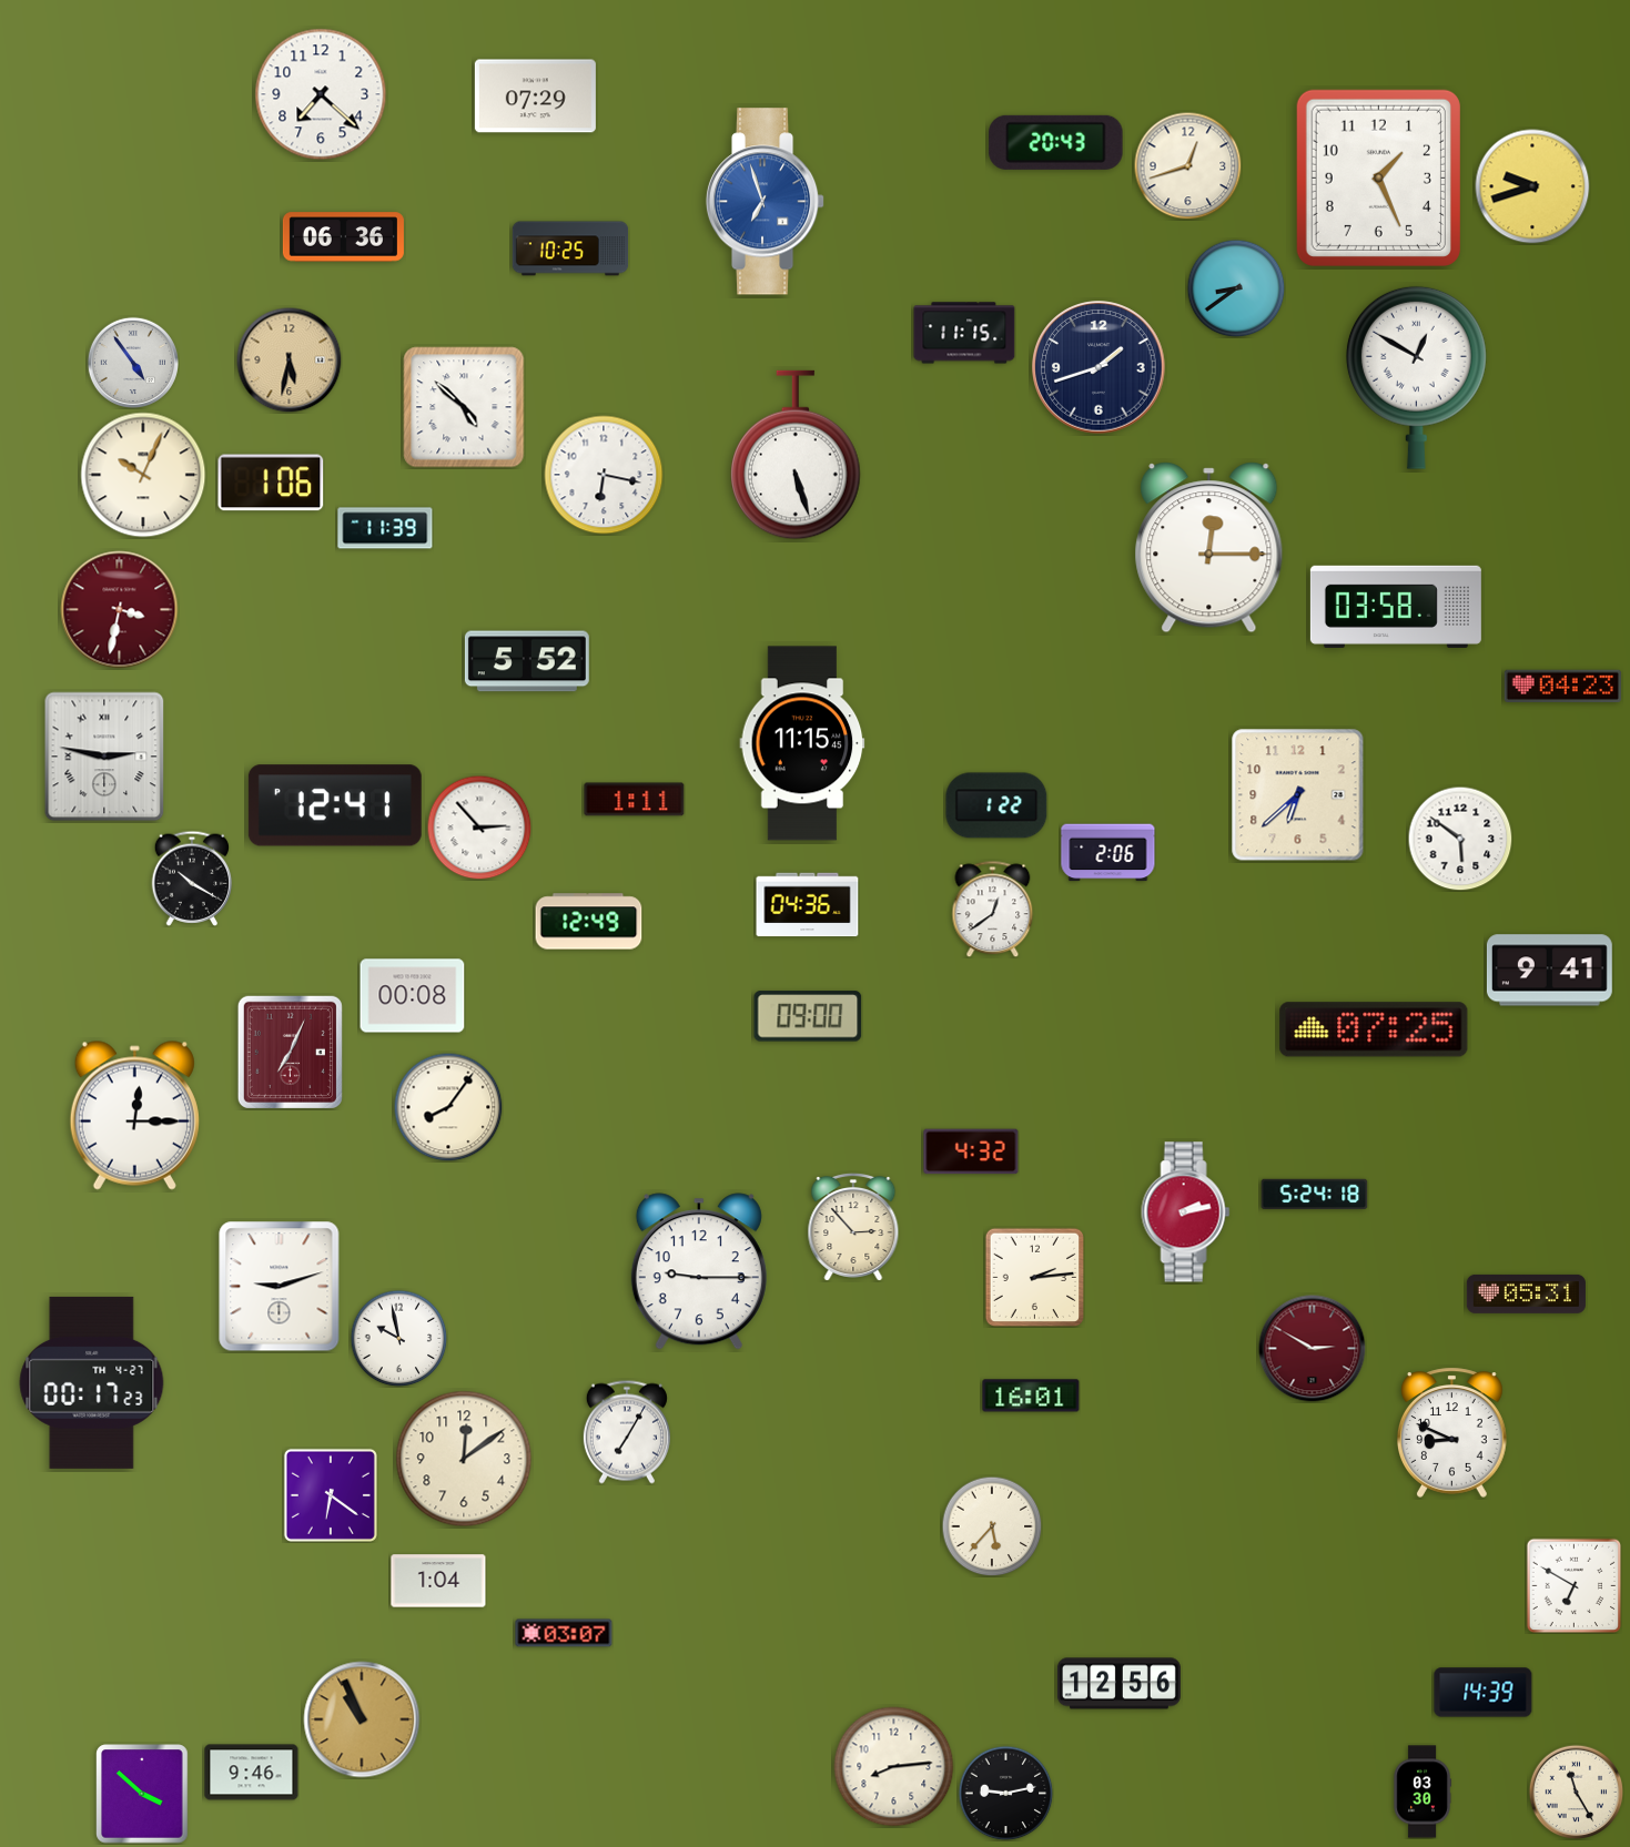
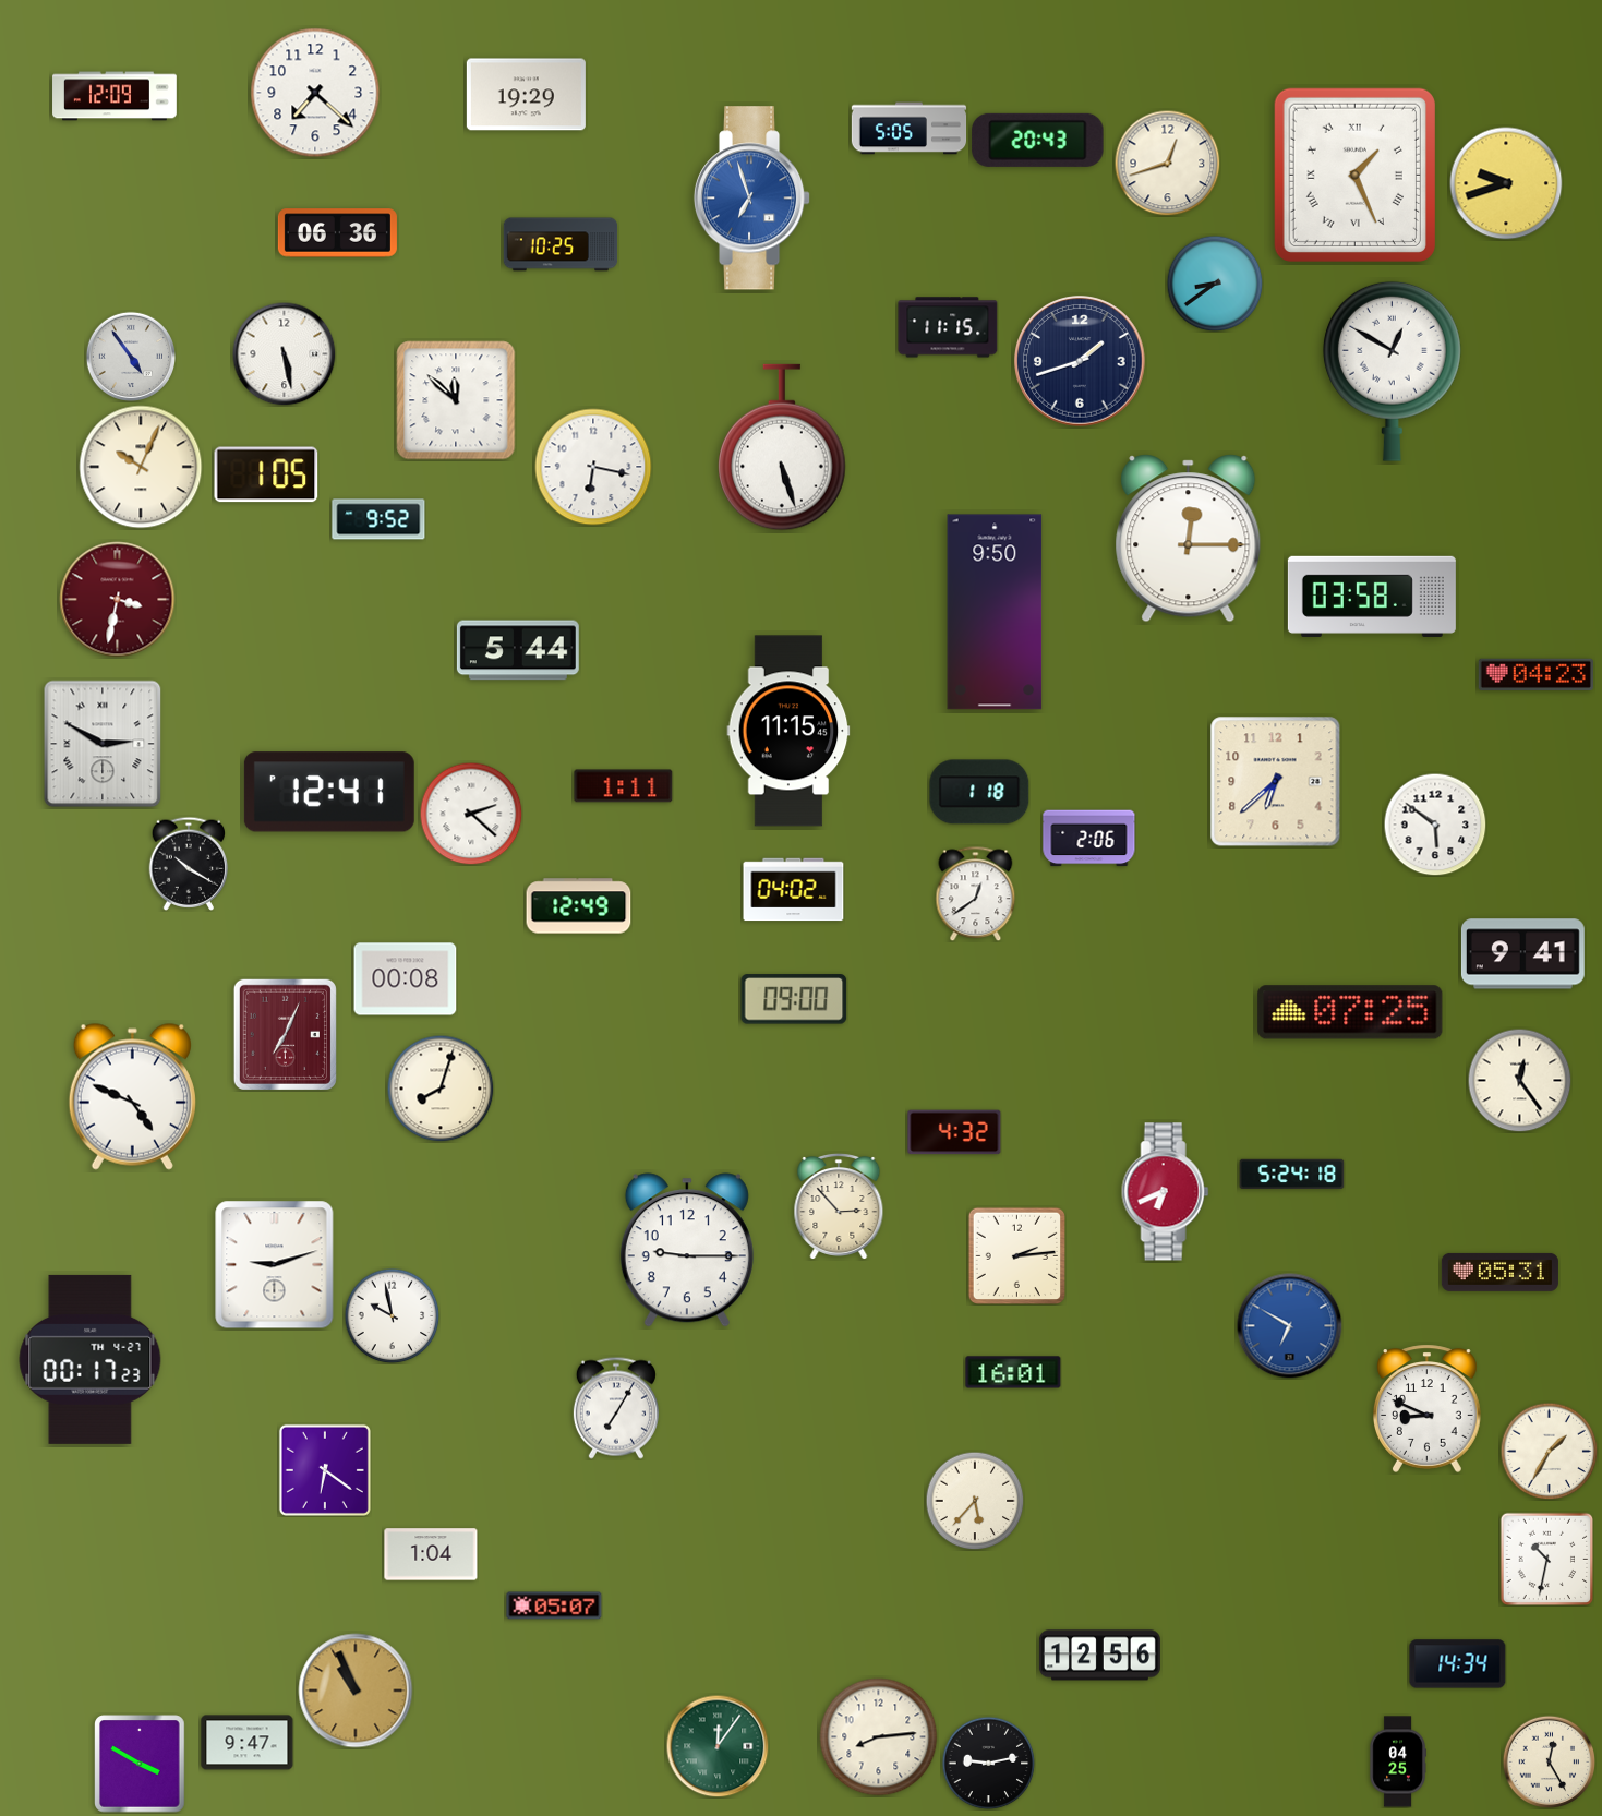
clock at (535, 97): 07:29 -> 19:29
clock at (115, 96): none -> 12:09
clock at (910, 129): none -> 5:05
clock at (1378, 177) numerals: Arabic -> Roman
clock at (288, 359): 5:32 -> 5:28
clock at (288, 359) dial: champagne -> white
clock at (464, 407): 4:52 -> 11:52
clock at (271, 483): 1:06 -> 1:05
clock at (385, 528): 11:39 -> 9:52
clock at (995, 612): none -> 9:50
clock at (527, 661): 5:52 -> 5:44
clock at (104, 757): 2:47 -> 2:50
clock at (996, 805): 1:22 -> 1:18
clock at (479, 828): 2:53 -> 2:22
clock at (808, 905): 04:36 -> 04:02
clock at (1519, 1080): none -> 12:24
clock at (448, 1107): 8:06 -> 8:03
clock at (134, 1115): 12:15 -> 4:49
clock at (1186, 1212): 2:13 -> 6:41
clock at (1313, 1349): 2:50 -> 6:50
clock at (1313, 1349) dial: burgundy -> blue
clock at (464, 1459): 12:09 -> none
clock at (1549, 1451): none -> 1:35
clock at (1573, 1585): 6:50 -> 10:32
clock at (564, 1633): 03:07 -> 05:07
clock at (1484, 1693): 14:39 -> 14:34
clock at (252, 1773): 9:46 -> 9:47
clock at (718, 1746): none -> 12:06
clock at (1423, 1792): 03:30 -> 04:25
clock at (1576, 1792): 11:25 -> 12:25
clock at (142, 1794): 3:52 -> 3:50
